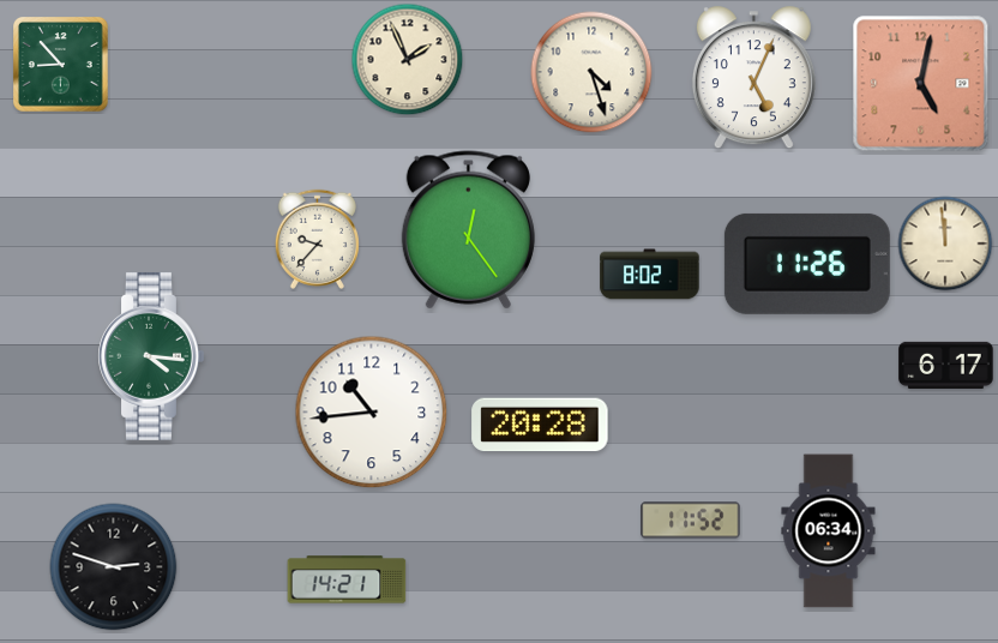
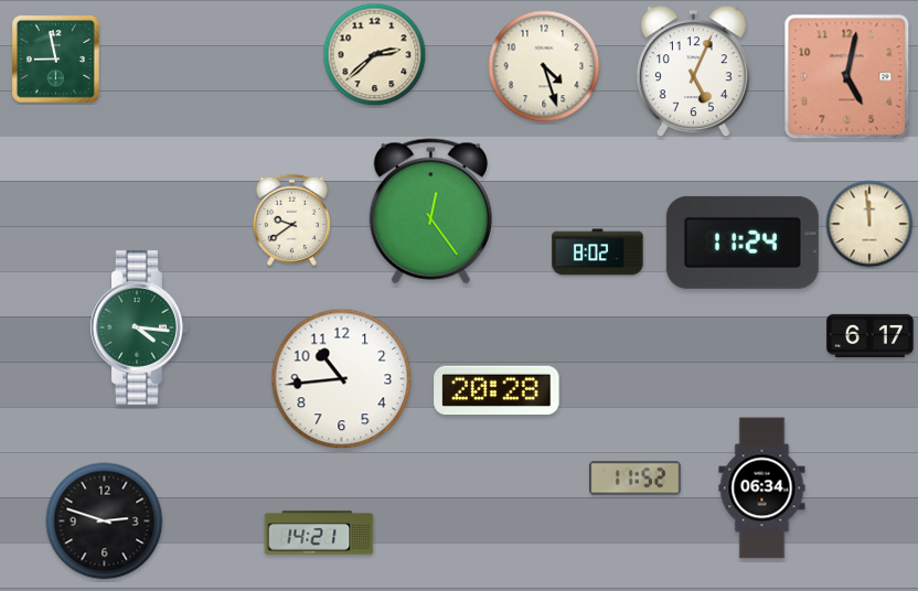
clock at (408, 60): 1:56 -> 2:38
clock at (61, 65): 8:53 -> 8:58
clock at (317, 239): 9:37 -> 9:39
clock at (807, 264): 11:26 -> 11:24
